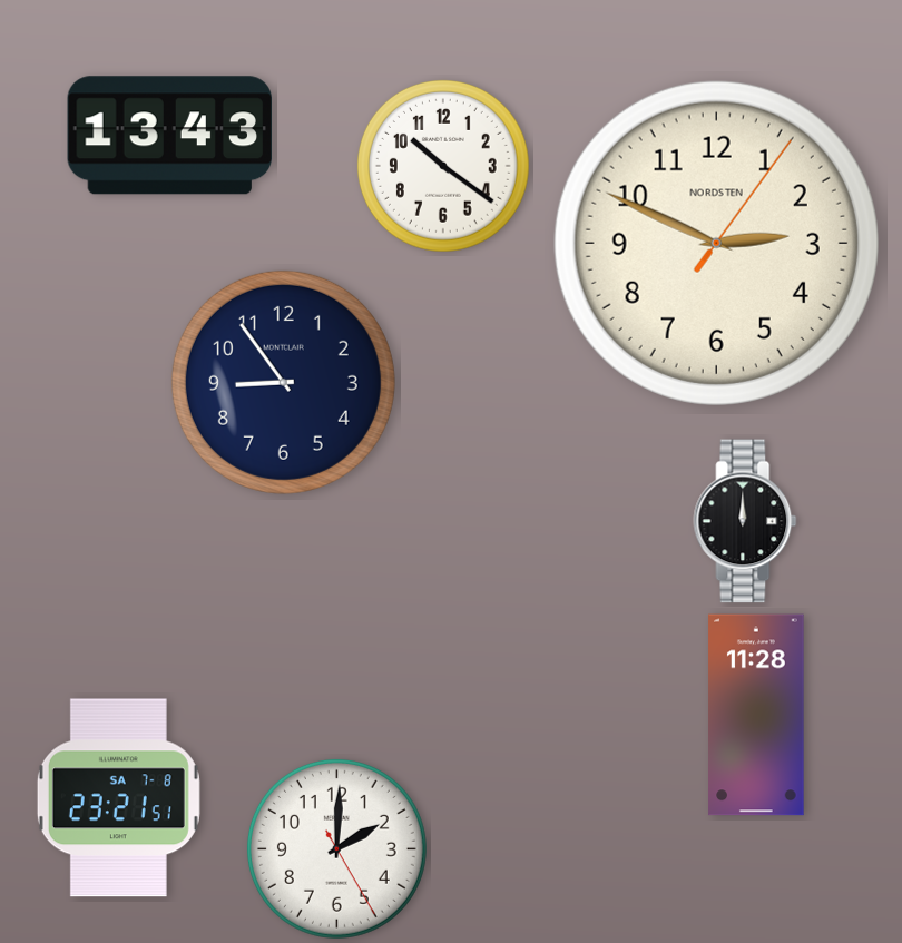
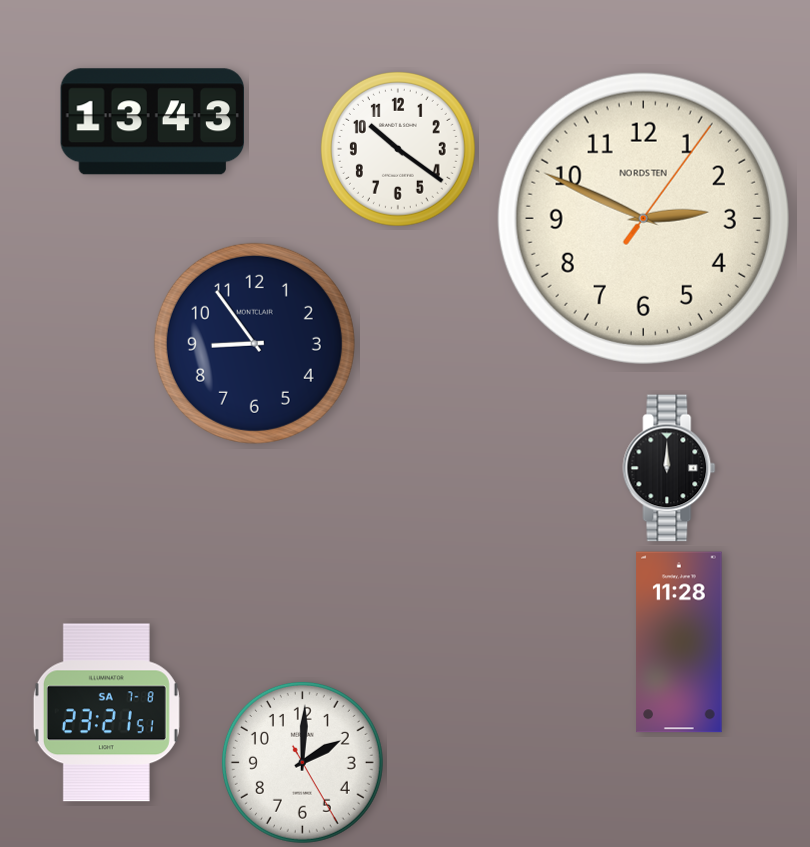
clock at (118, 798) position: (118, 798) -> (106, 713)
